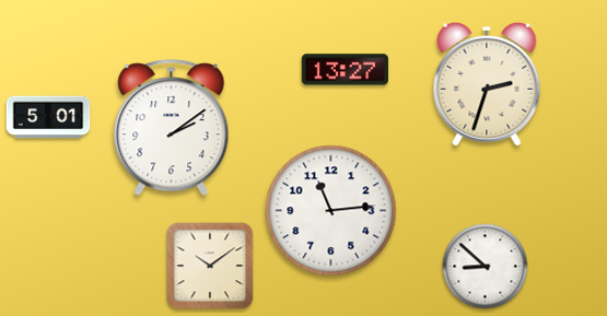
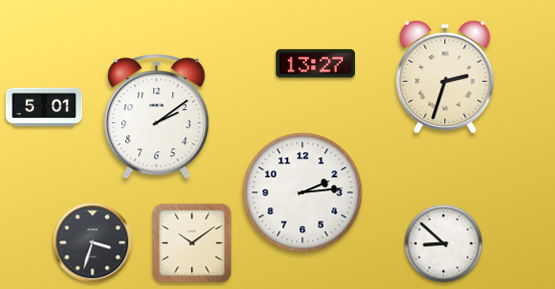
clock at (331, 211): 11:14 -> 2:14
clock at (93, 243): none -> 3:33
